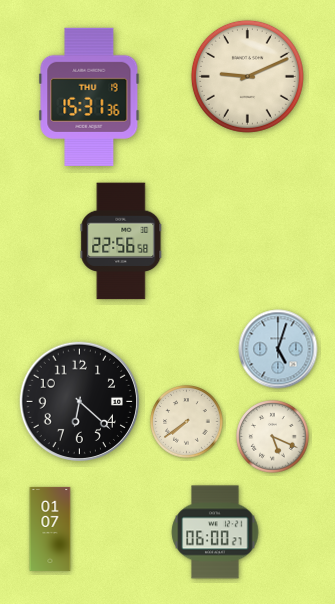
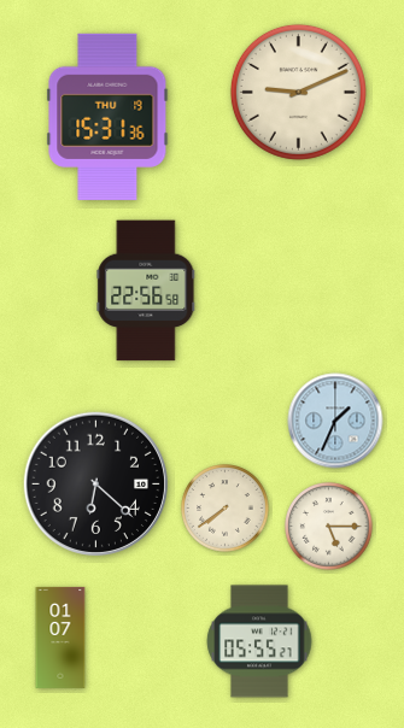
clock at (278, 349): 5:03 -> 1:34
clock at (273, 437): 5:19 -> 5:15
clock at (215, 532): 06:00 -> 05:55
